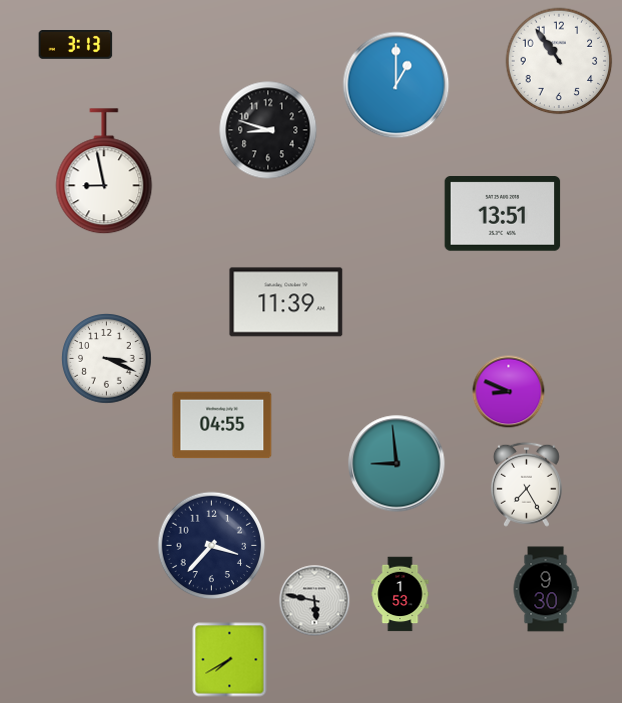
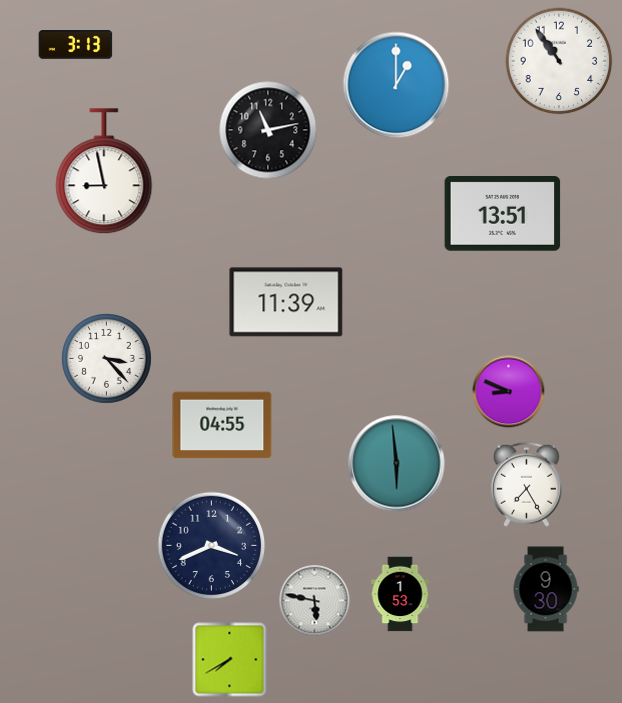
clock at (268, 130): 8:48 -> 11:13
clock at (107, 359): 3:19 -> 3:23
clock at (397, 464): 8:59 -> 5:59
clock at (212, 546): 3:37 -> 3:41
